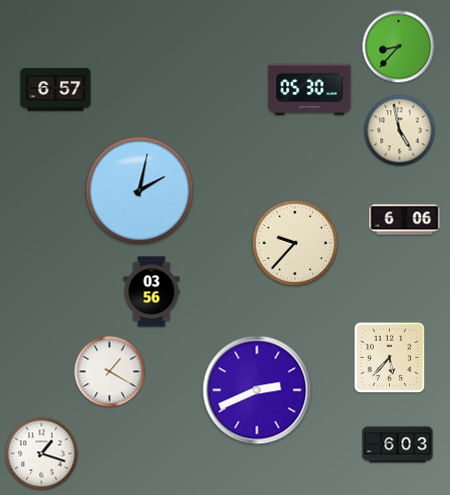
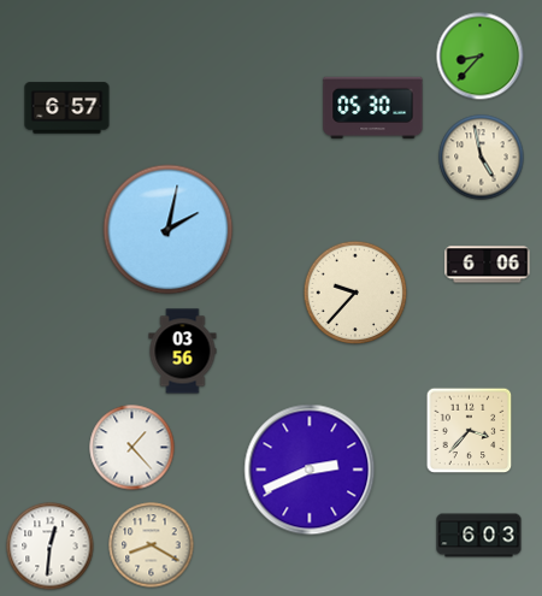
clock at (390, 358): 5:37 -> 3:37
clock at (110, 372): 1:20 -> 1:23
clock at (152, 545): none -> 8:20
clock at (42, 454): 1:18 -> 12:31
